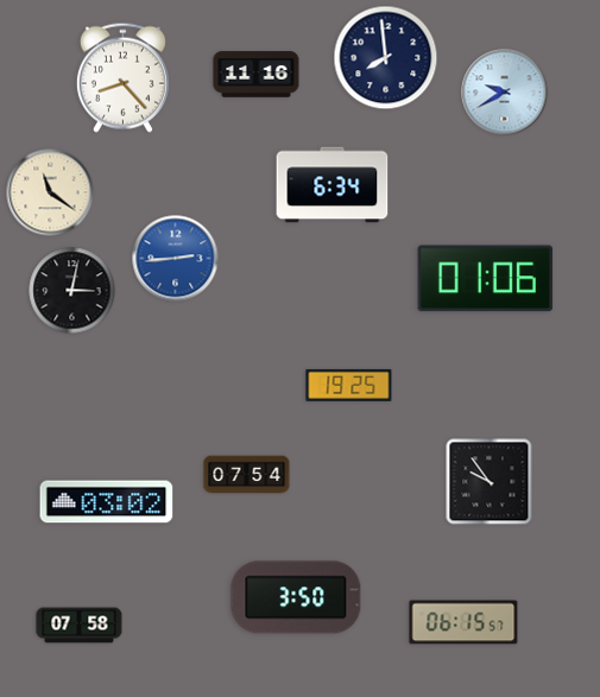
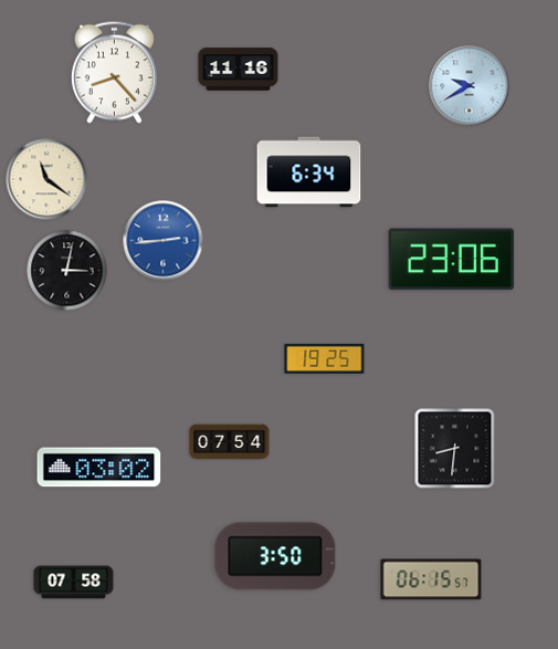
clock at (386, 58): 7:59 -> none
clock at (486, 279): 01:06 -> 23:06
clock at (490, 482): 9:54 -> 8:31
